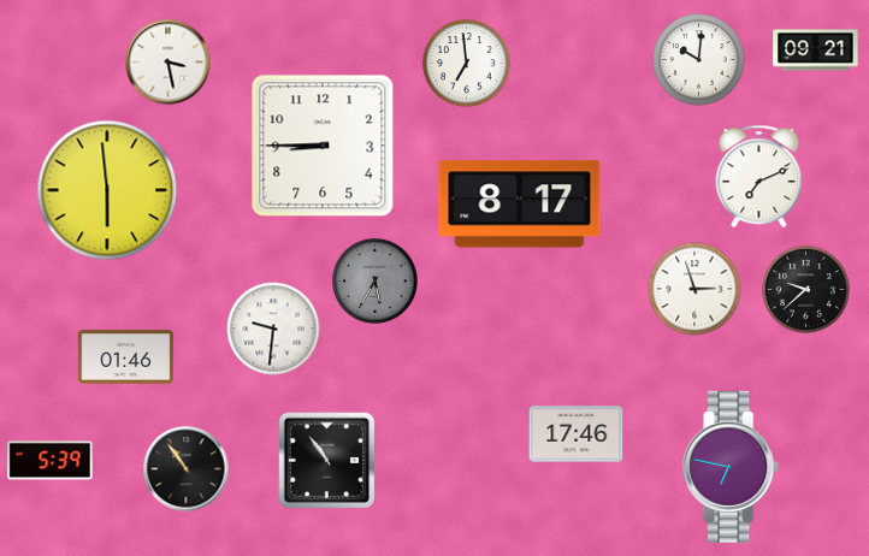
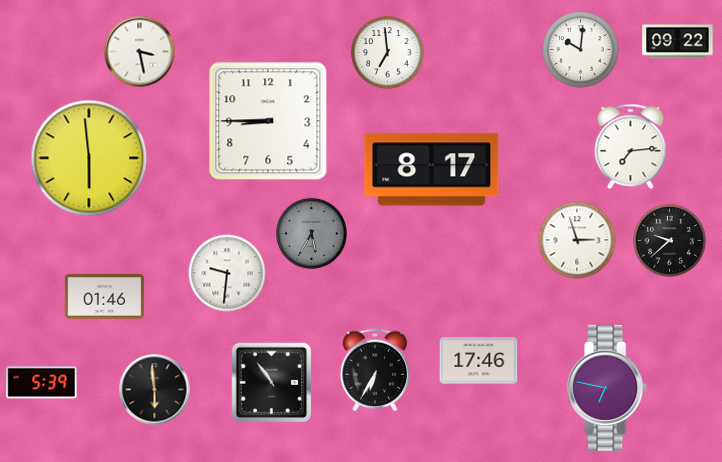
clock at (816, 51): 09:21 -> 09:22
clock at (759, 177): 7:11 -> 7:14
clock at (375, 370): none -> 6:35
clock at (187, 469): 10:54 -> 5:59
